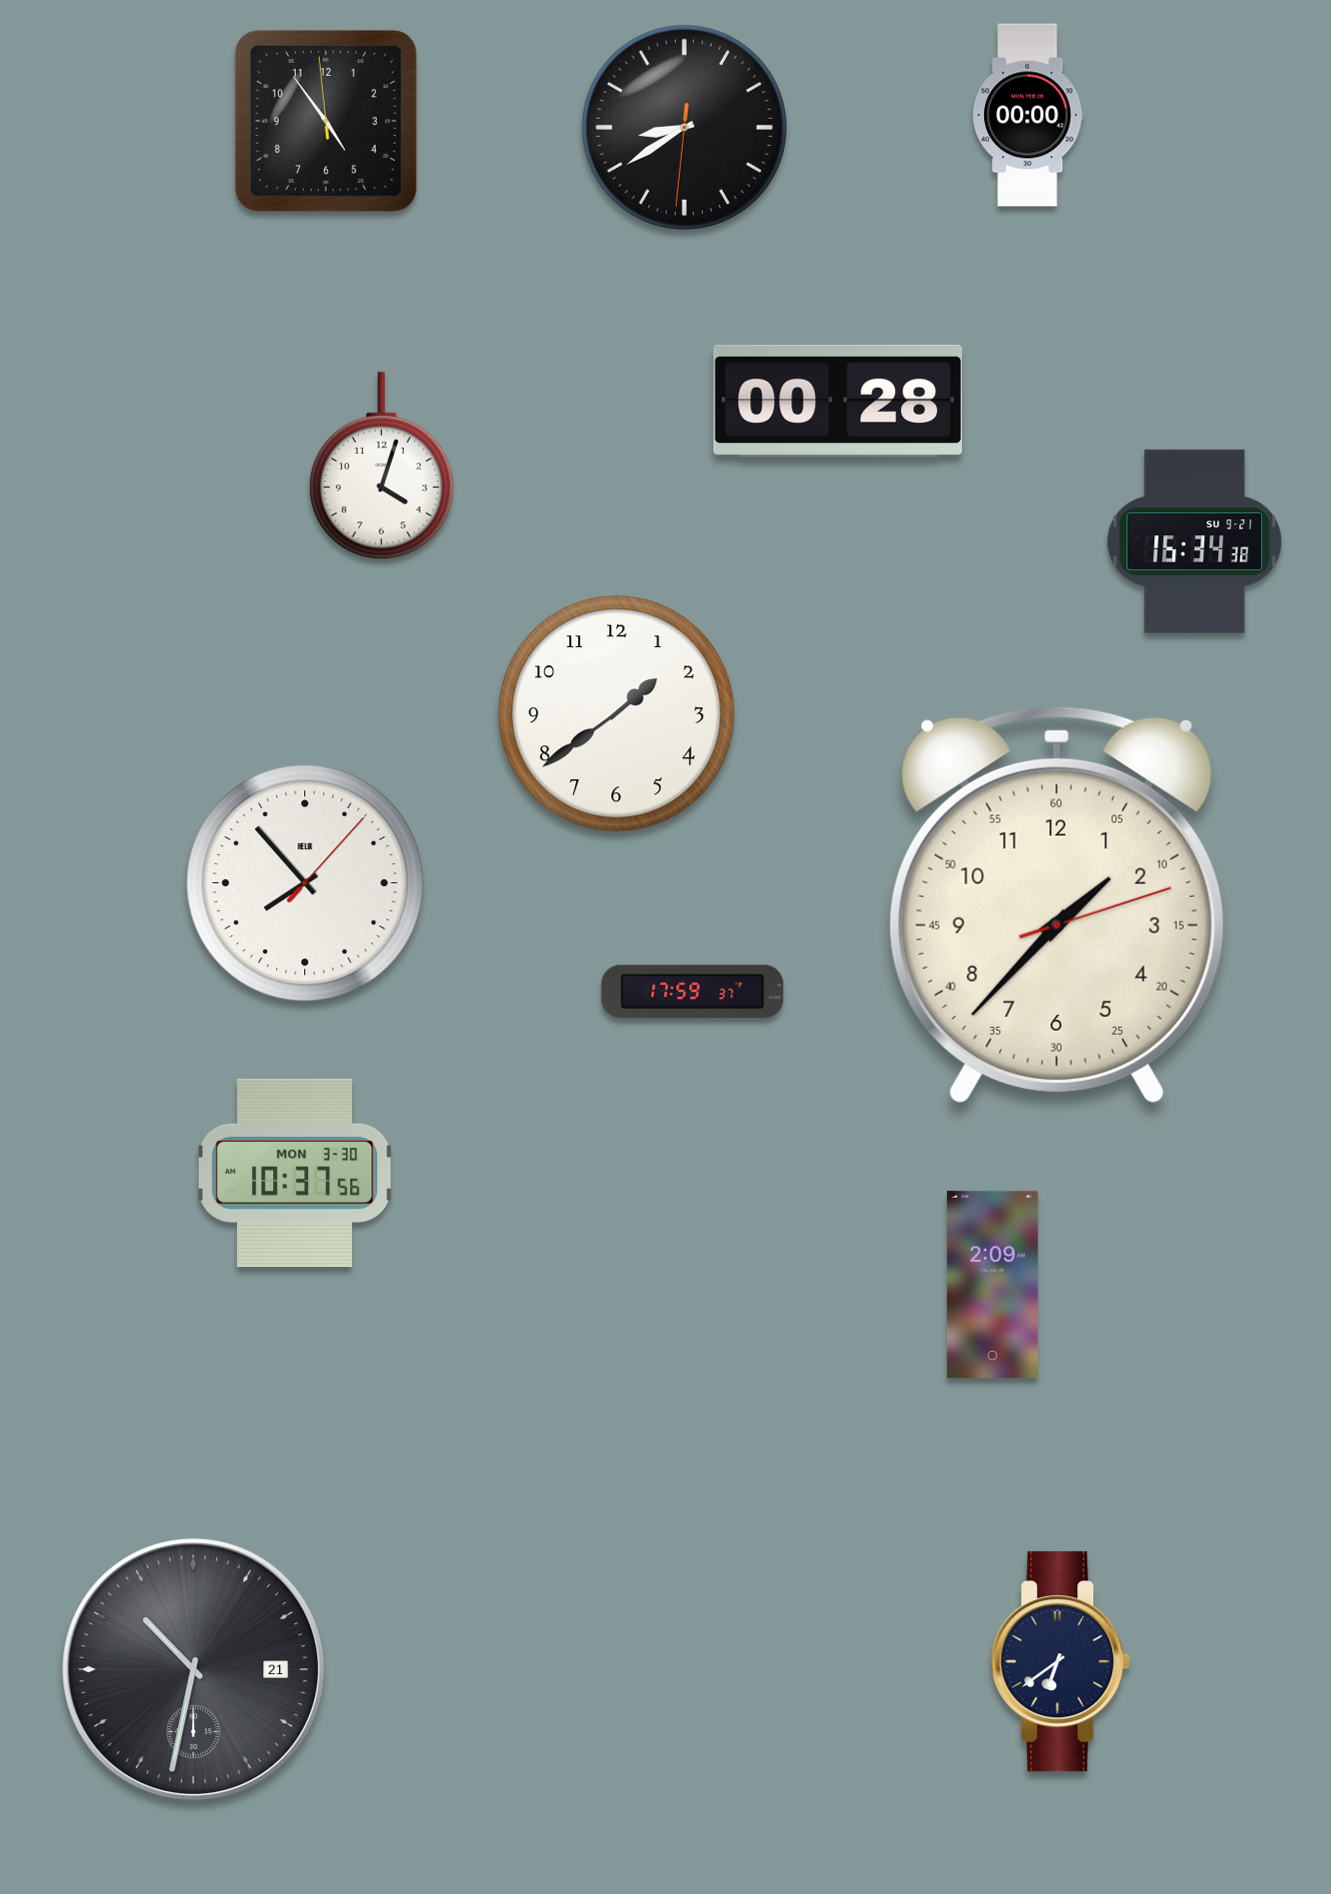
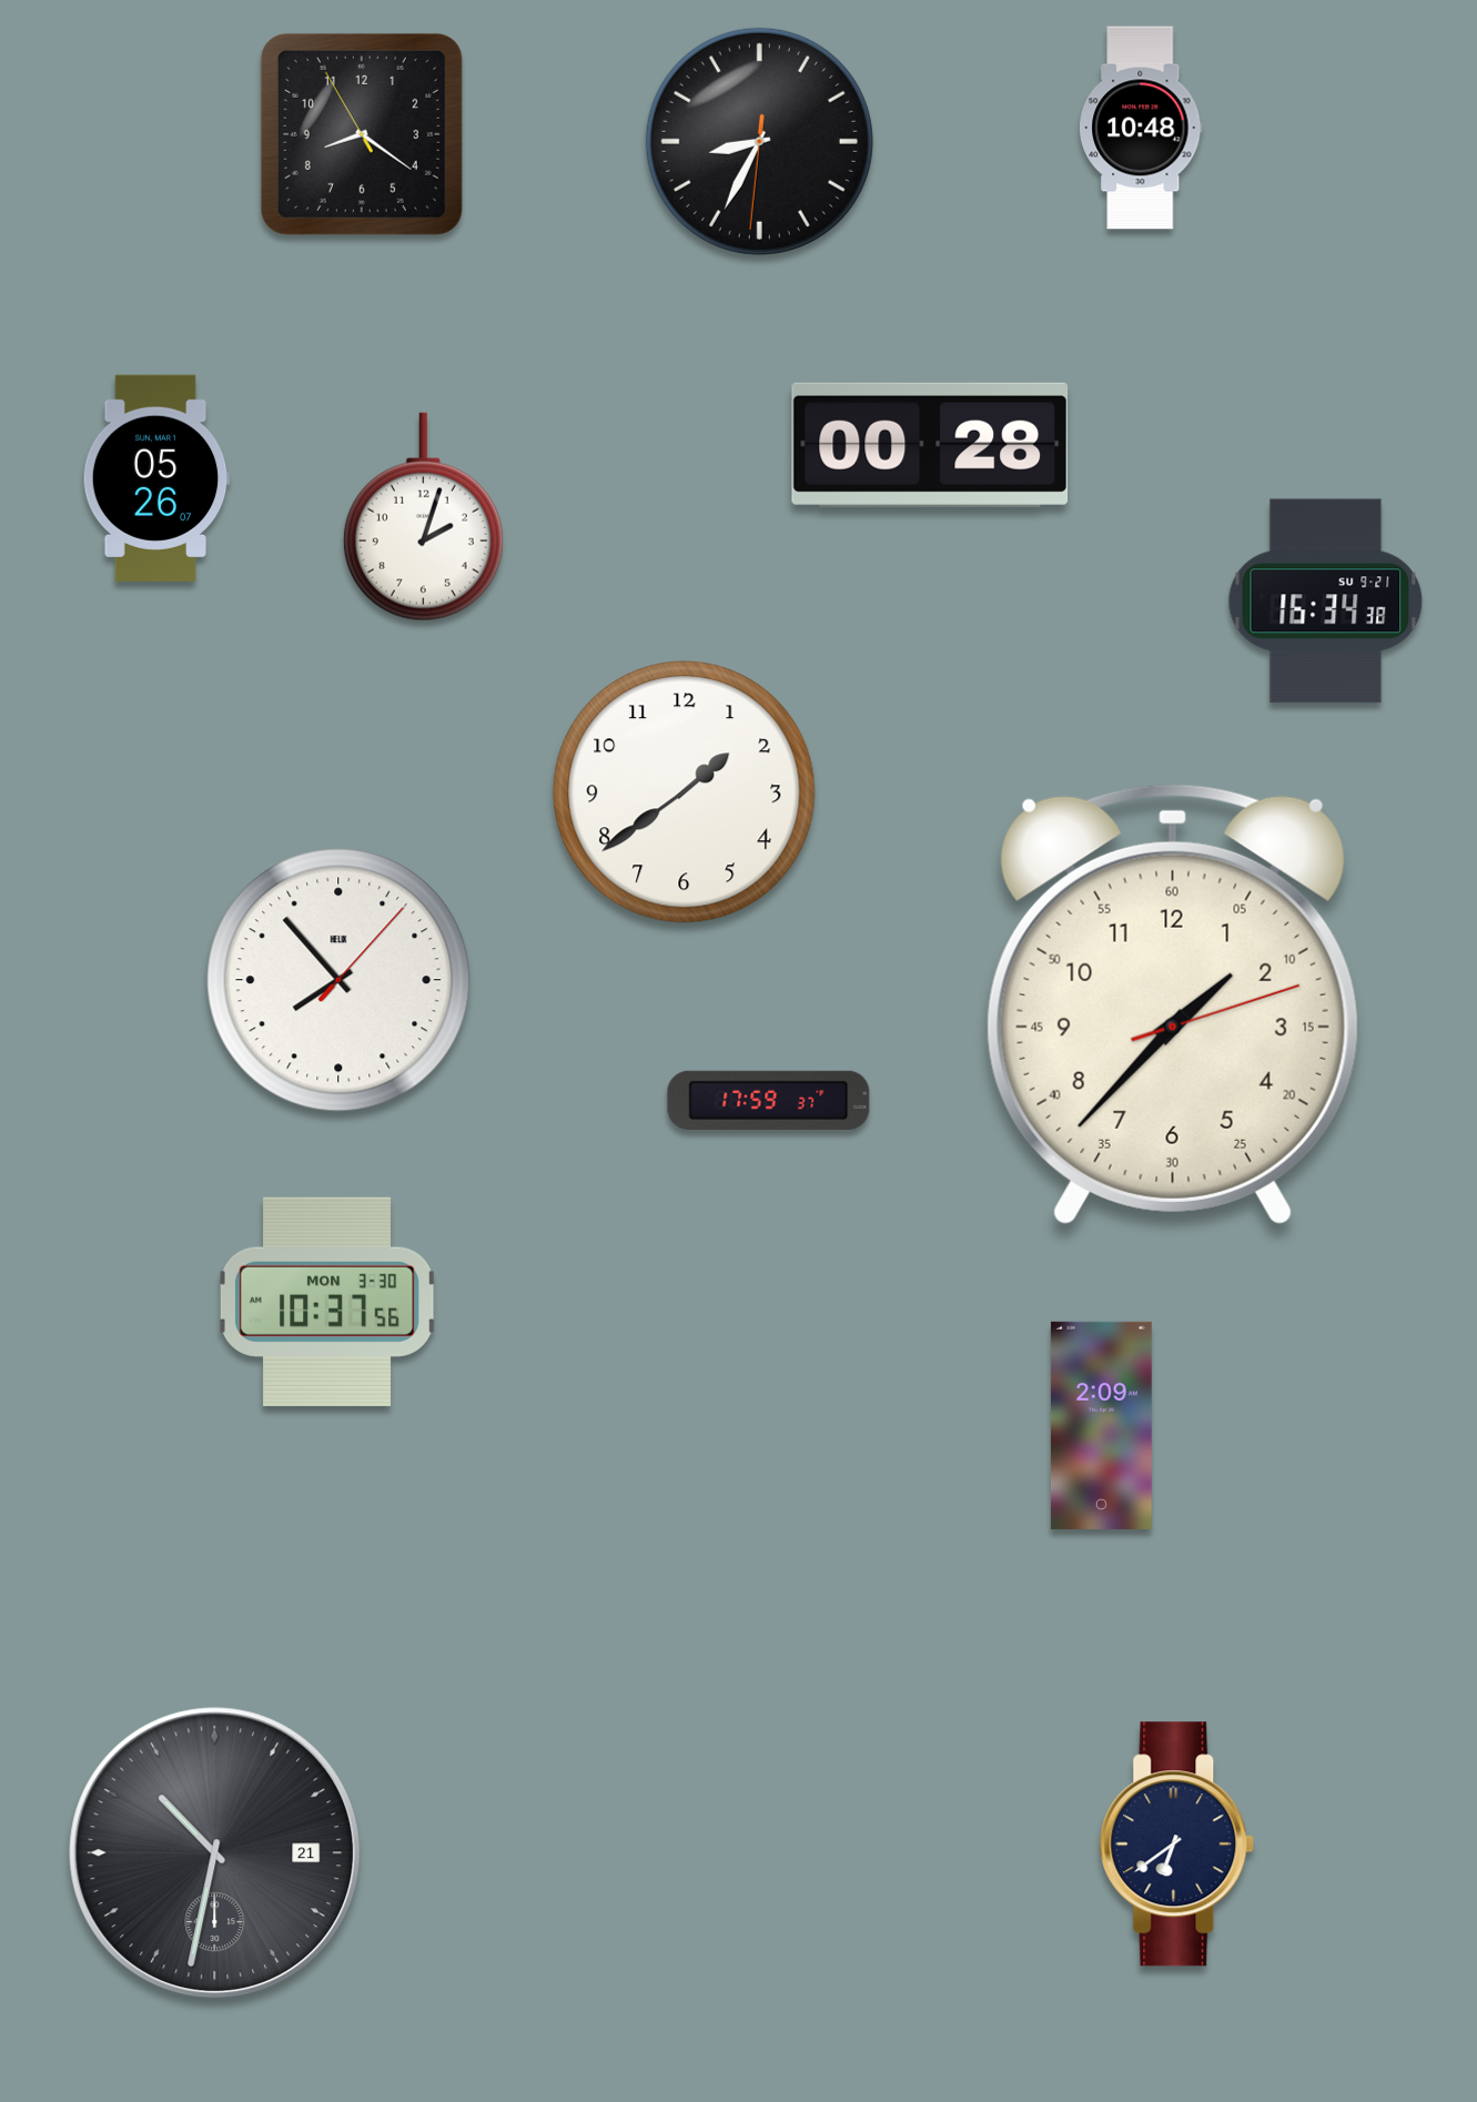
clock at (1028, 115): 00:00 -> 10:48
clock at (326, 121): 4:53 -> 8:20
clock at (684, 127): 8:39 -> 8:34
clock at (156, 478): none -> 05:26
clock at (381, 466): 4:03 -> 2:03
